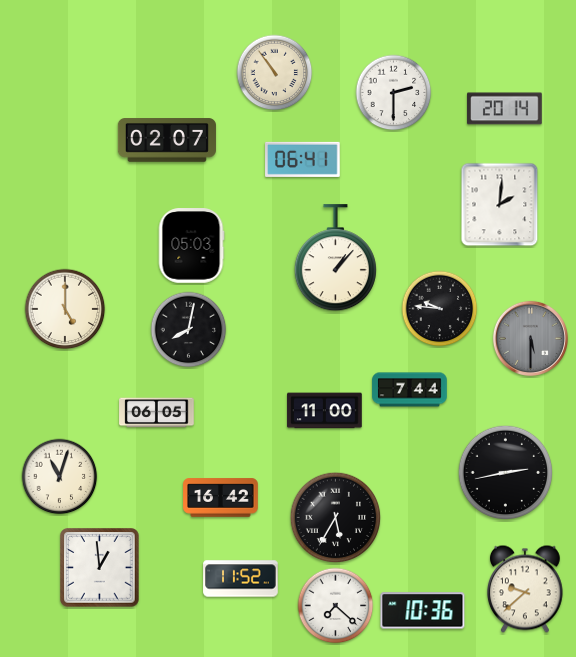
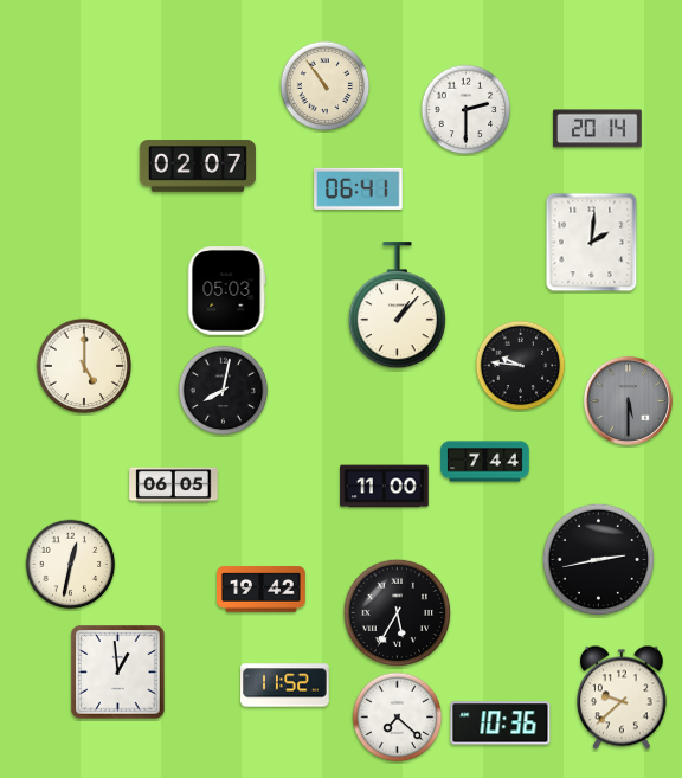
clock at (65, 309) position: (65, 309) -> (84, 366)
clock at (157, 413) position: (157, 413) -> (174, 486)
clock at (60, 477): 11:03 -> 12:32
clock at (221, 498): 16:42 -> 19:42
